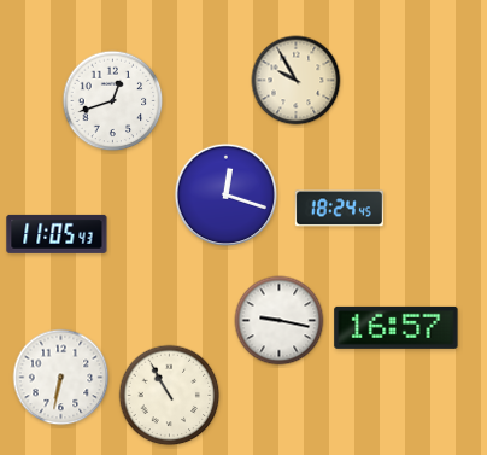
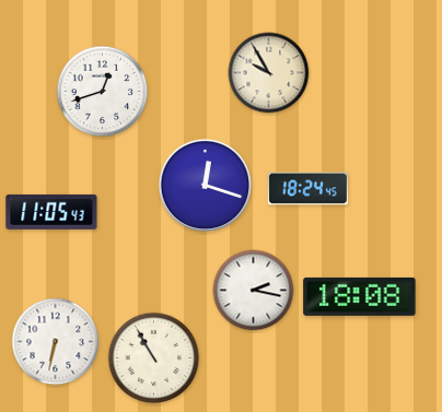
clock at (227, 196) position: (227, 196) -> (206, 186)
clock at (280, 321): 9:17 -> 2:17
clock at (397, 327): 16:57 -> 18:08
